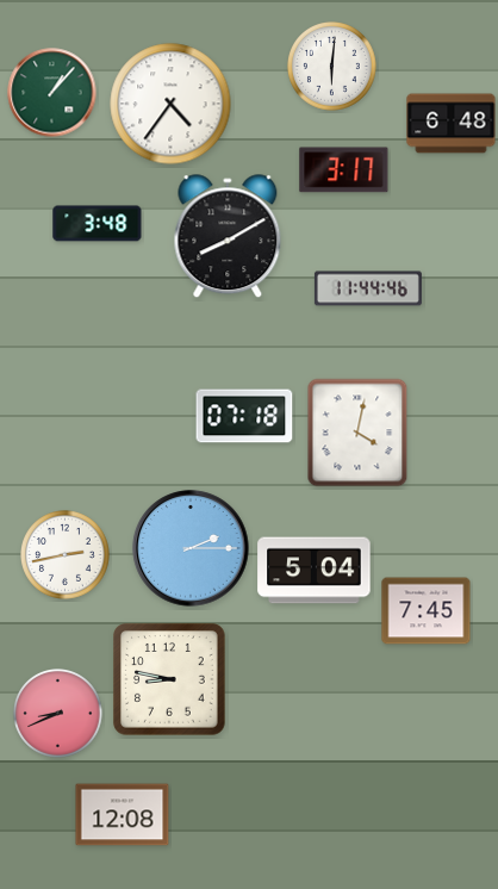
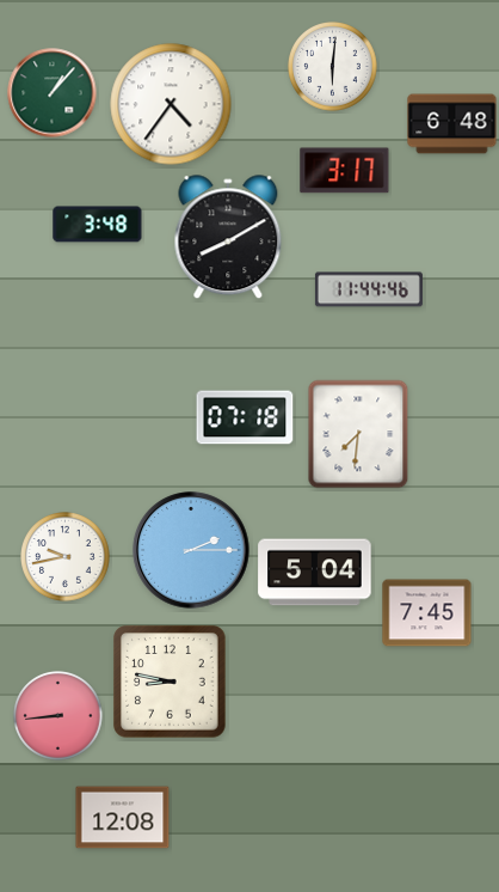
clock at (357, 433): 4:02 -> 7:31
clock at (66, 555): 2:43 -> 9:43
clock at (58, 714): 8:41 -> 8:44
